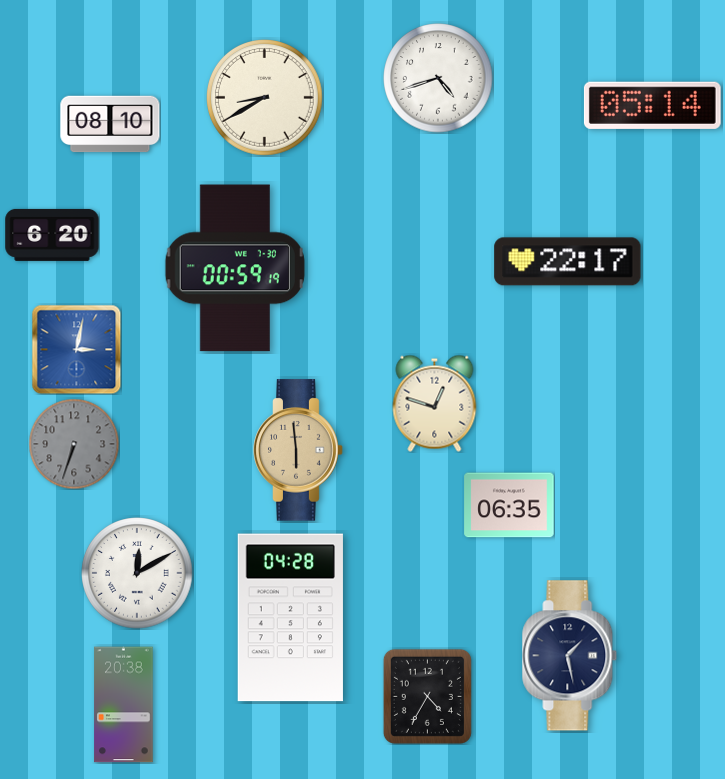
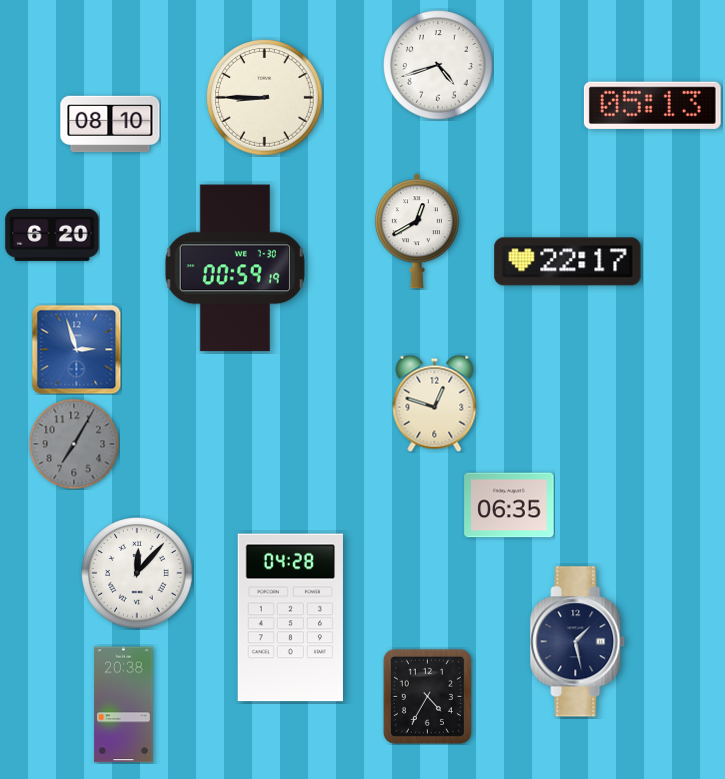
clock at (438, 78) position: (438, 78) -> (438, 65)
clock at (265, 98): 8:40 -> 8:45
clock at (652, 105): 05:14 -> 05:13
clock at (417, 231): none -> 12:40
clock at (76, 349): 3:02 -> 2:57
clock at (74, 444): 6:33 -> 7:05
clock at (298, 450): 5:59 -> none
clock at (137, 573): 12:10 -> 12:07
clock at (570, 656) position: (570, 656) -> (578, 642)
